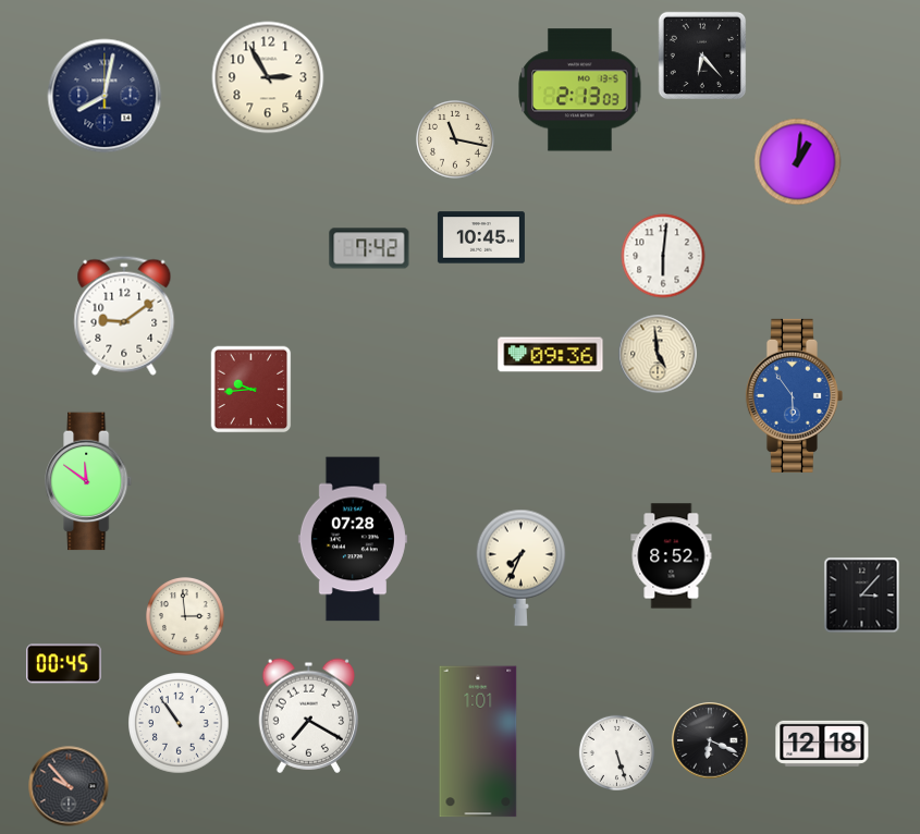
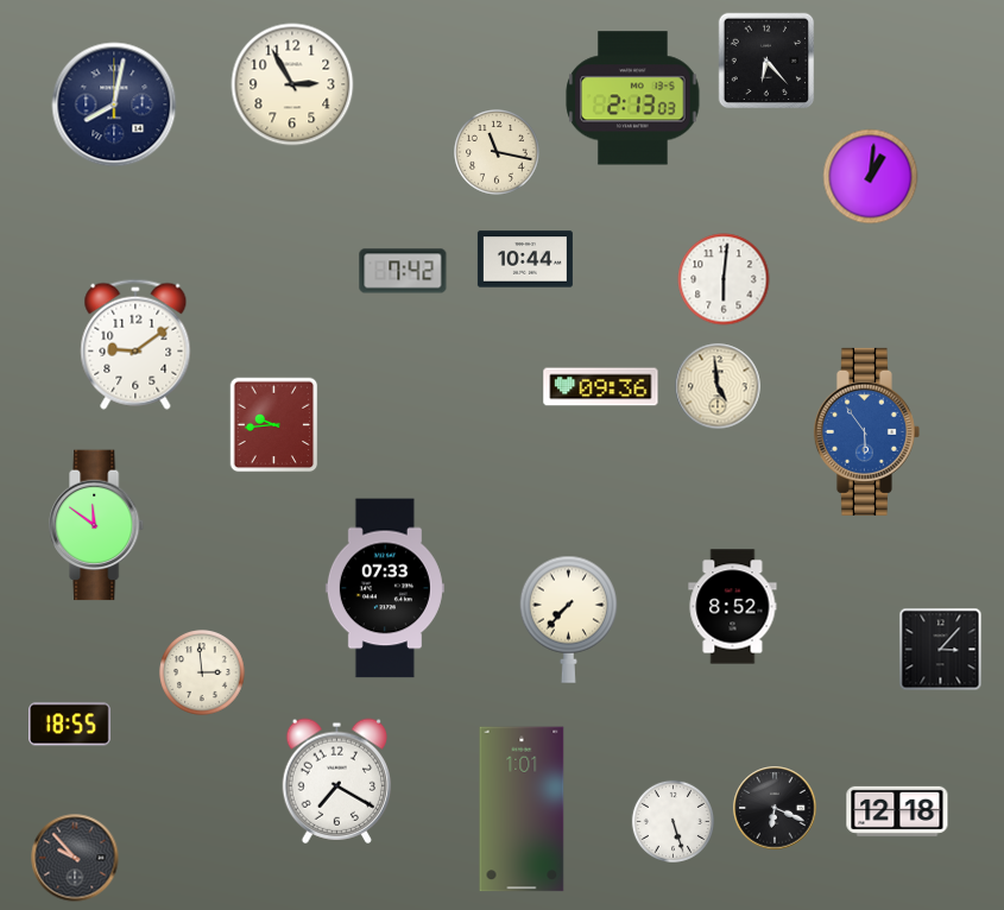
clock at (481, 237): 10:45 -> 10:44
clock at (353, 539): 07:28 -> 07:33
clock at (520, 567): 7:34 -> 7:37
clock at (64, 664): 00:45 -> 18:55
clock at (179, 723): 10:54 -> none
